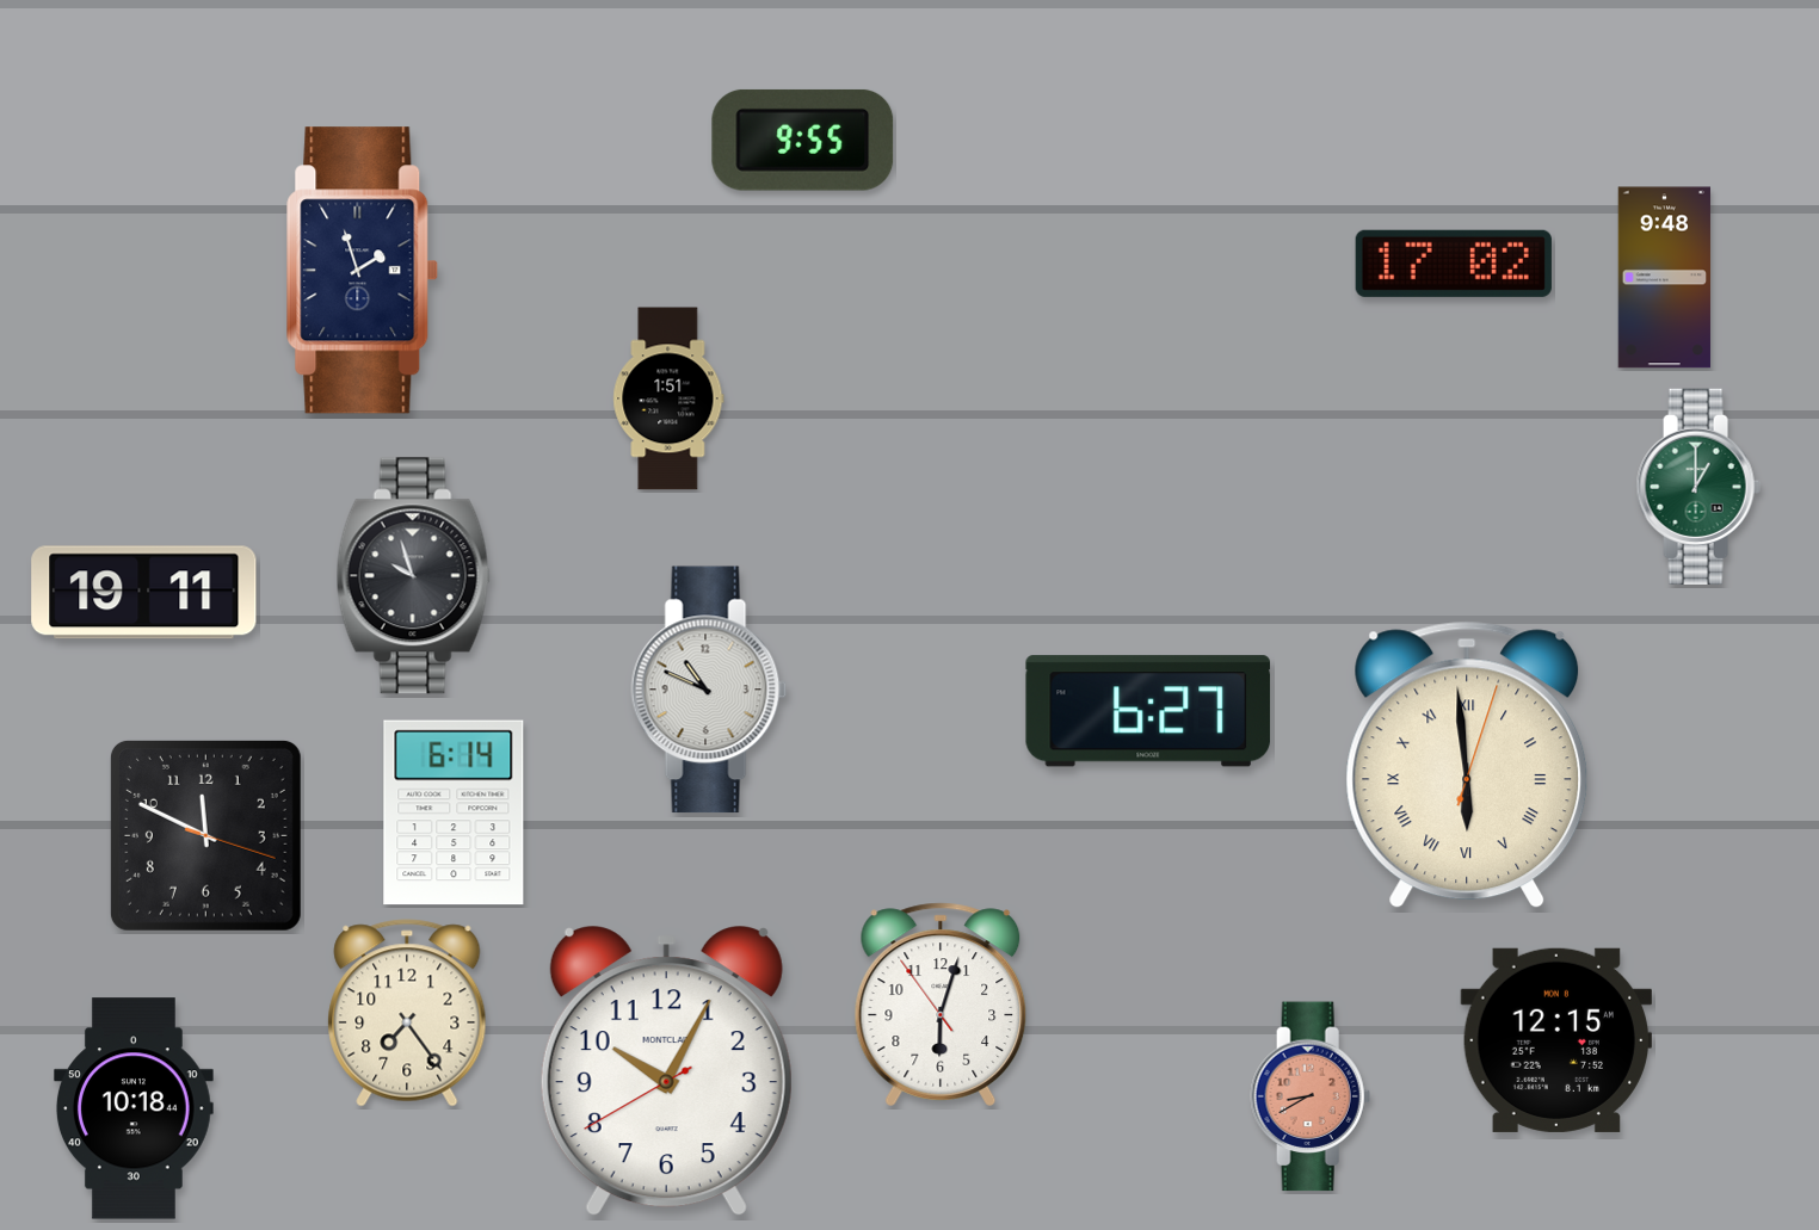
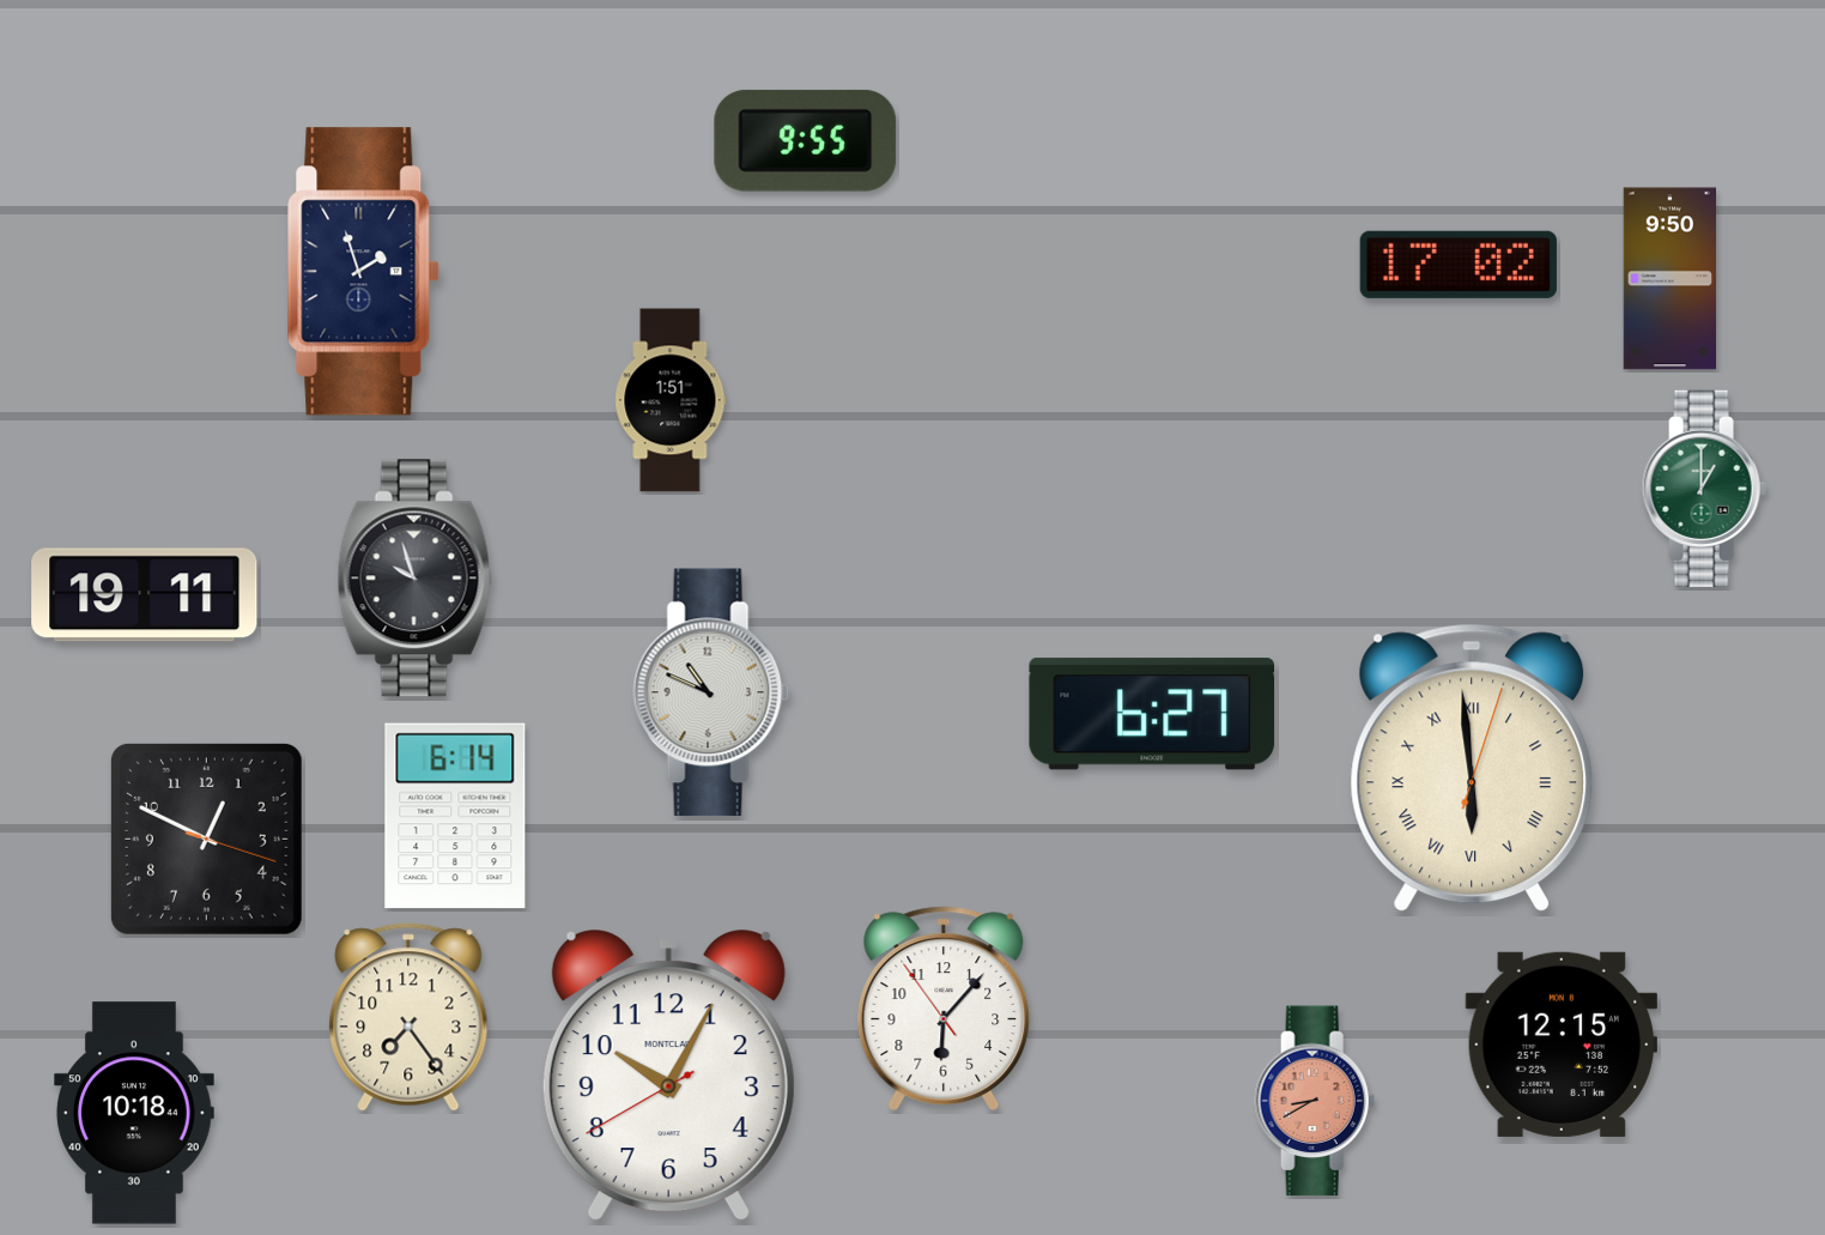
clock at (1665, 278): 9:48 -> 9:50
clock at (205, 835): 11:49 -> 12:49
clock at (941, 1005): 6:02 -> 6:06
